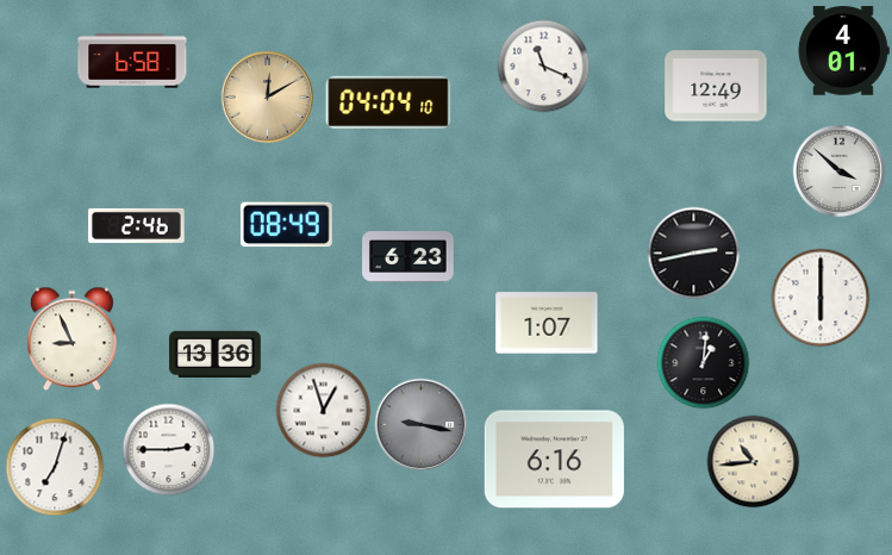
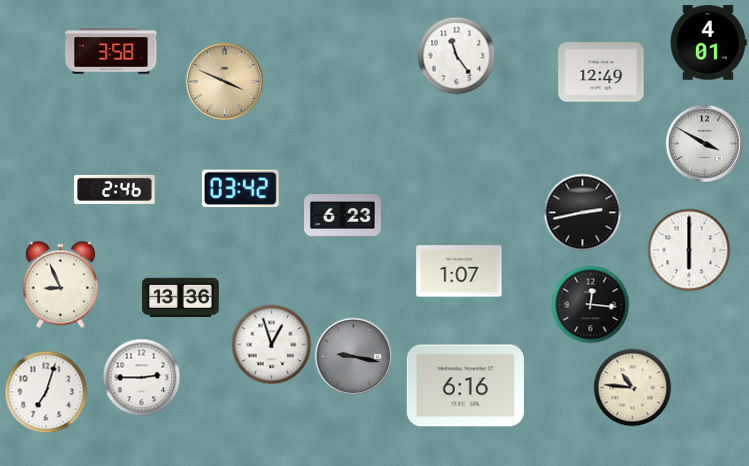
clock at (132, 61): 6:58 -> 3:58
clock at (543, 66): 11:19 -> 11:24
clock at (267, 96): 12:10 -> 3:49
clock at (388, 101): 04:04 -> none
clock at (838, 170): 3:52 -> 3:50
clock at (286, 225): 08:49 -> 03:42
clock at (703, 362): 1:01 -> 12:16
clock at (753, 461): 10:44 -> 10:46
